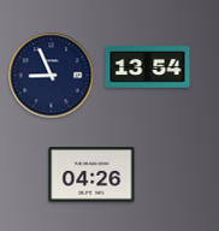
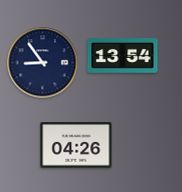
clock at (52, 76): 8:56 -> 8:54
